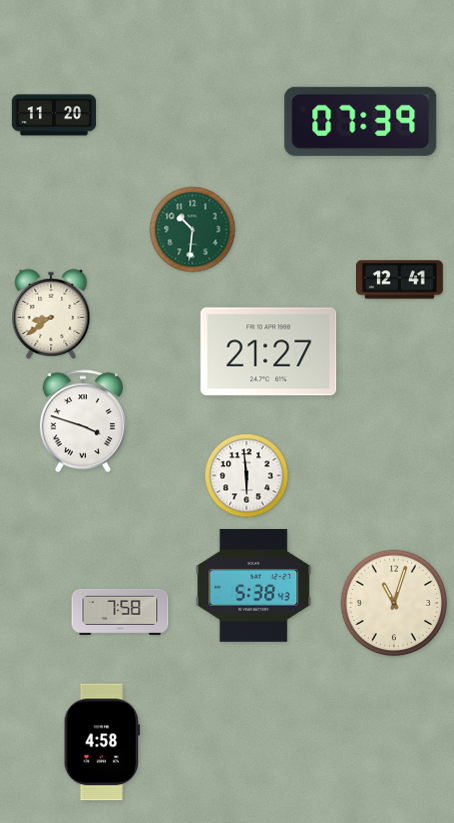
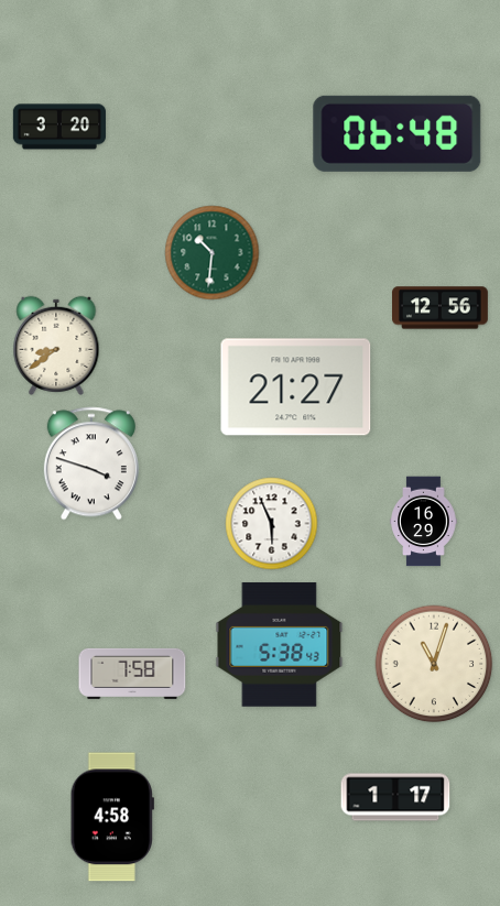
clock at (54, 115): 11:20 -> 3:20
clock at (361, 121): 07:39 -> 06:48
clock at (400, 280): 12:41 -> 12:56
clock at (424, 522): none -> 16:29
clock at (247, 476): 5:59 -> 5:56
clock at (395, 797): none -> 1:17
